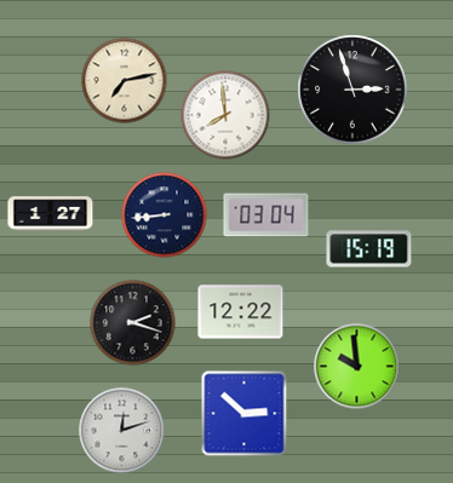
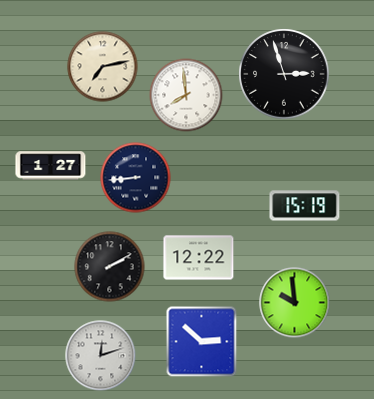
clock at (352, 90) position: (352, 90) -> (284, 74)
clock at (51, 214) position: (51, 214) -> (51, 166)
clock at (266, 215): 03:04 -> none
clock at (133, 323): 2:18 -> 2:10
